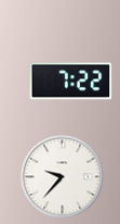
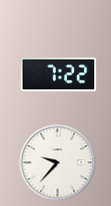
clock at (71, 82) position: (71, 82) -> (59, 75)
